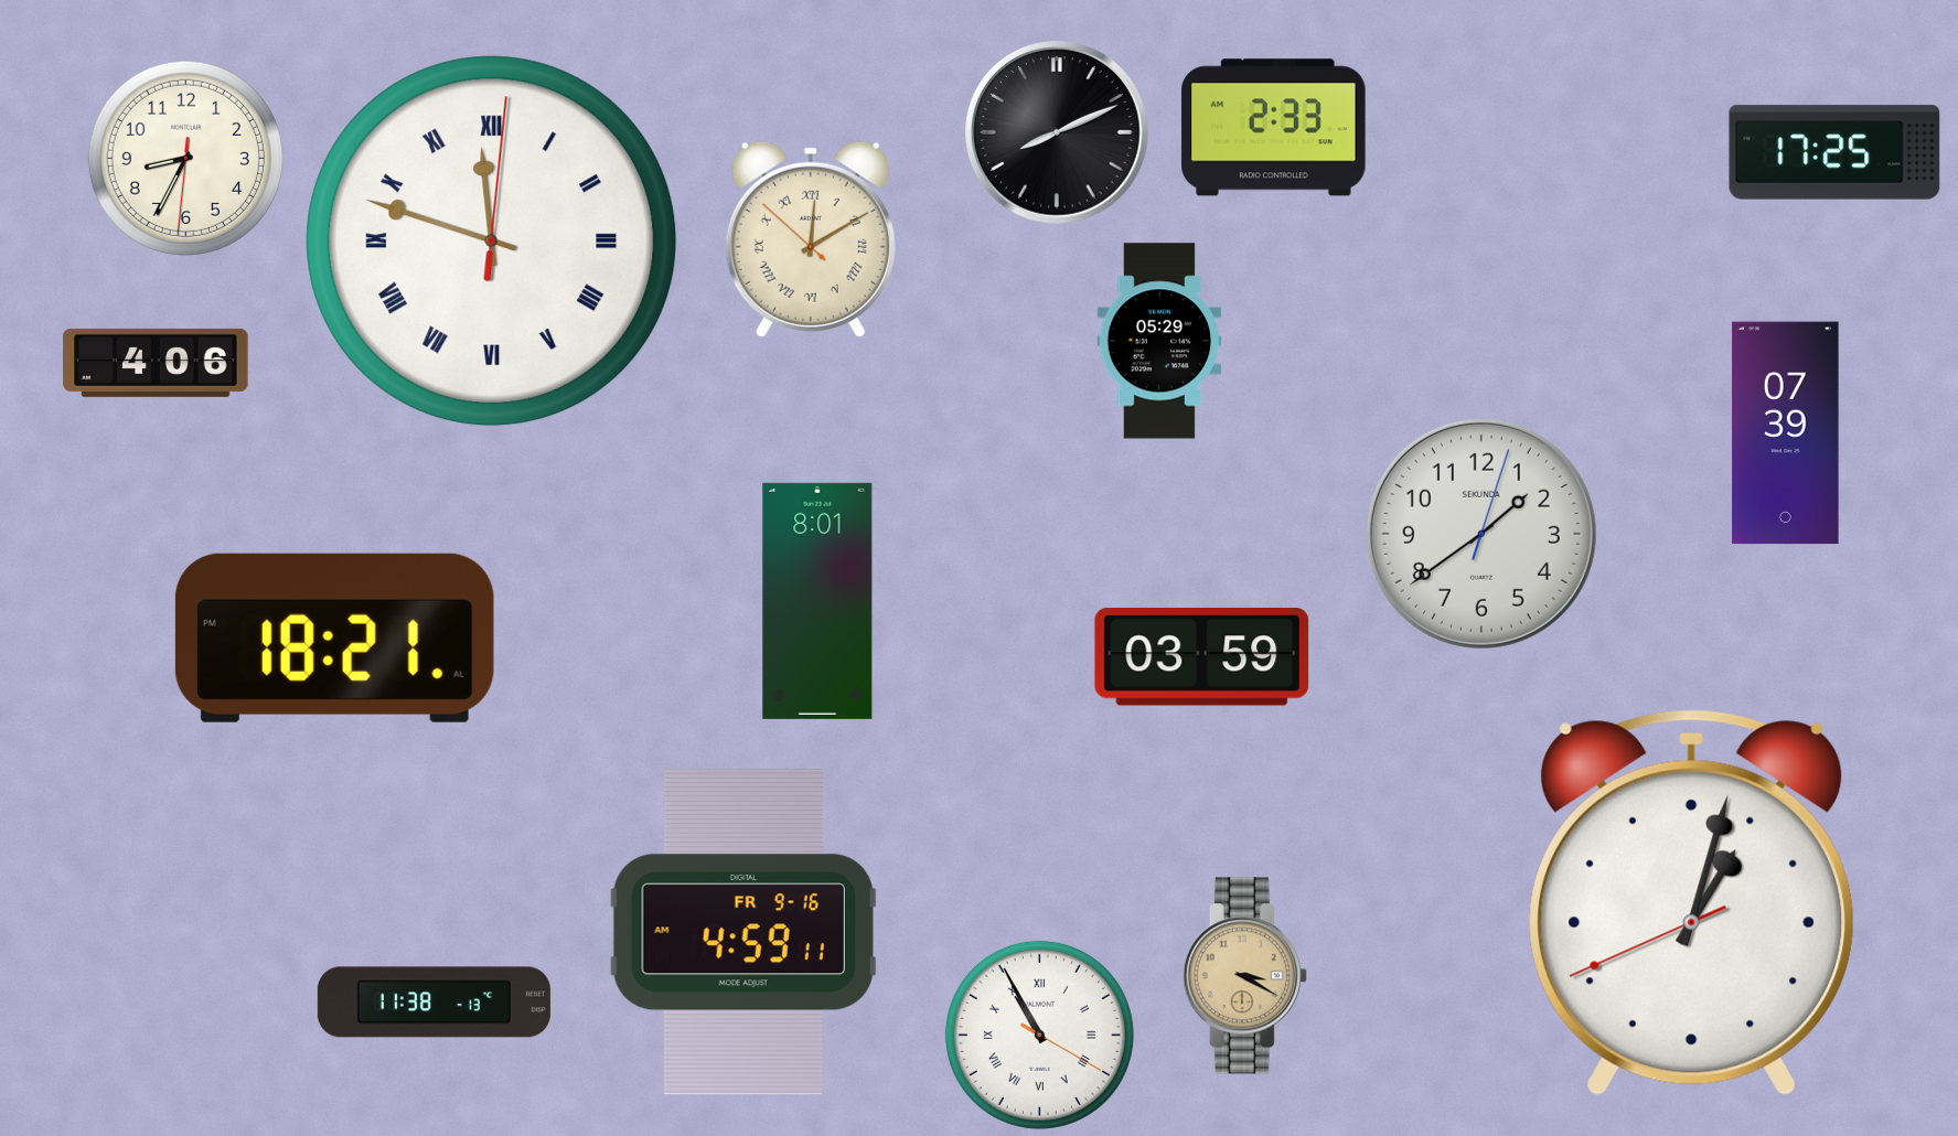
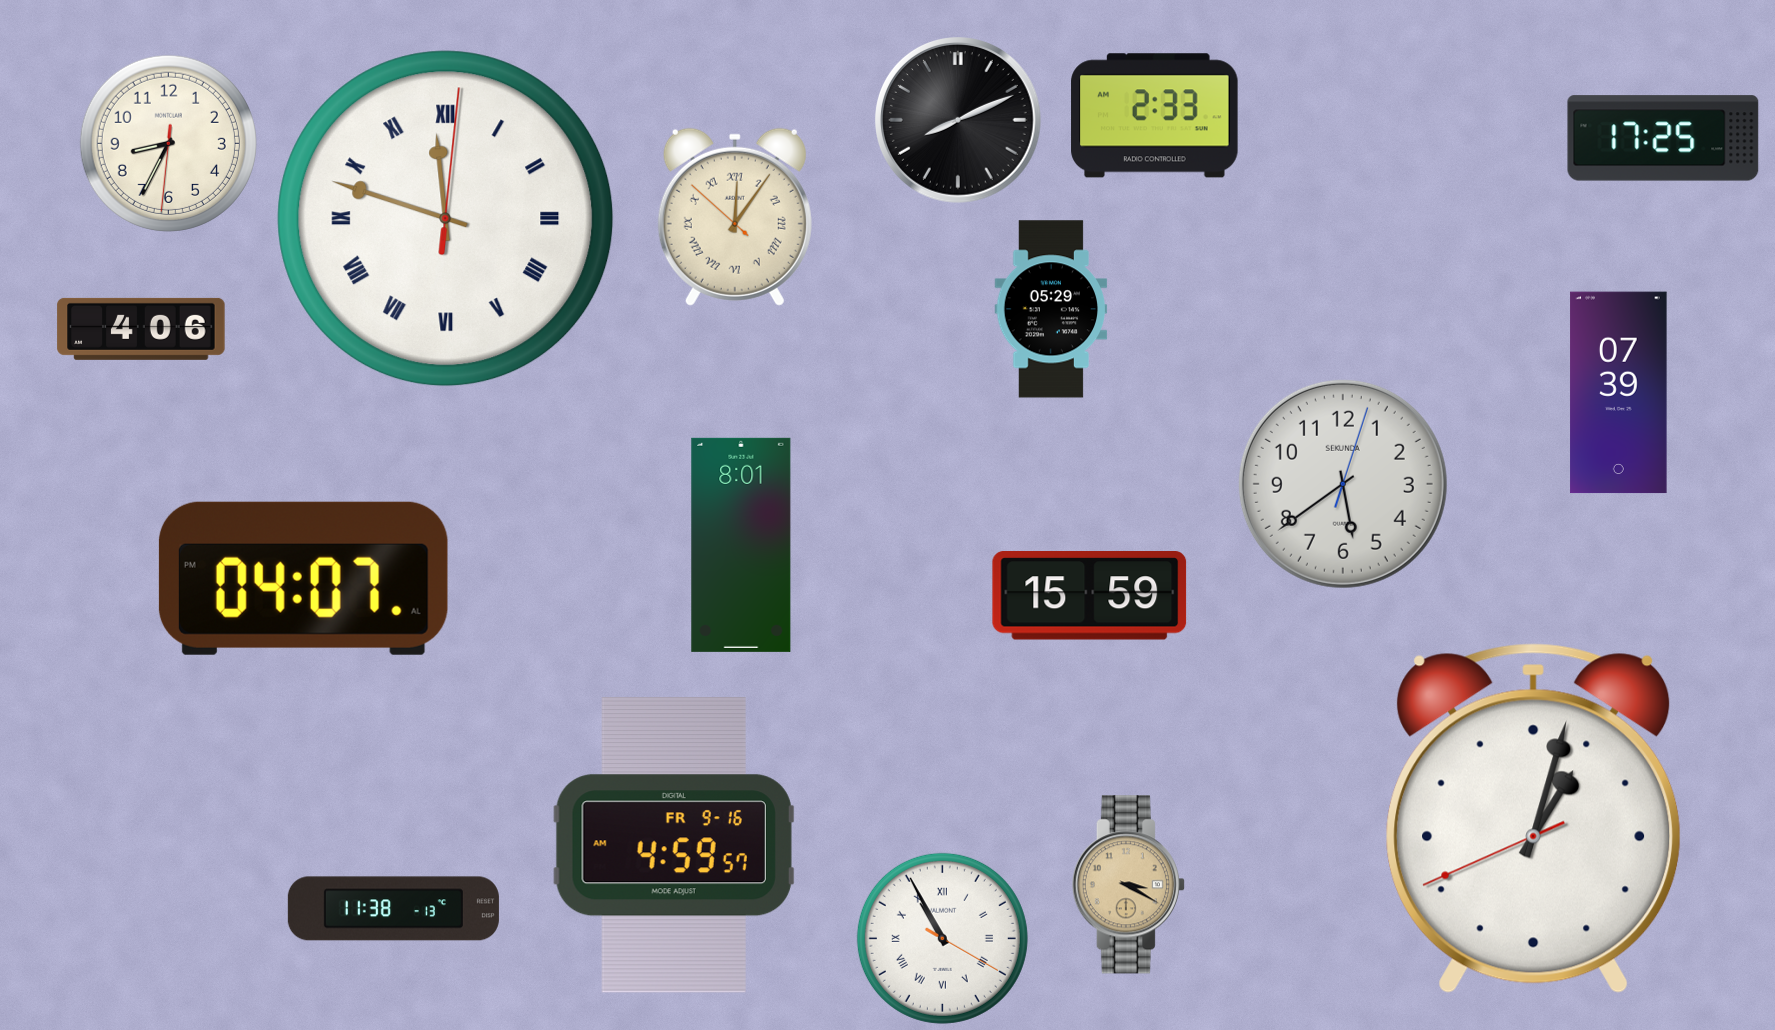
clock at (811, 239): 12:09 -> 12:05
clock at (1481, 534): 1:39 -> 5:39
clock at (334, 637): 18:21 -> 04:07
clock at (1202, 657): 03:59 -> 15:59
clock at (743, 932): 4:59:11 -> 4:59:57
